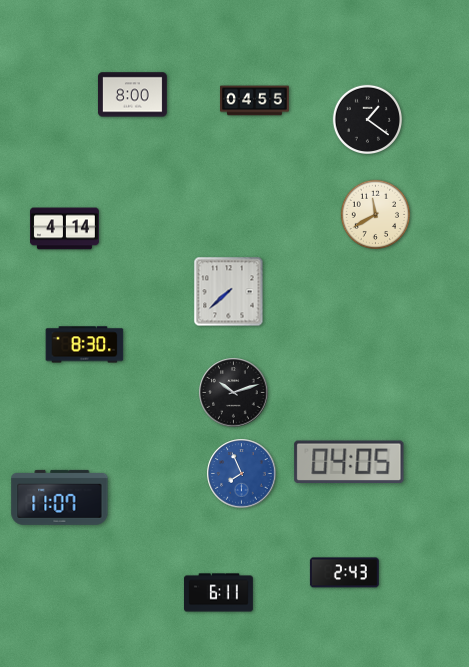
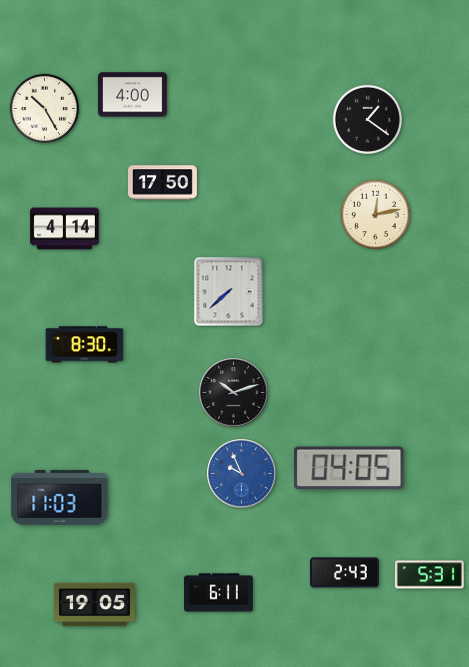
clock at (132, 95): 8:00 -> 4:00
clock at (255, 101): 04:55 -> none
clock at (44, 108): none -> 10:25
clock at (163, 183): none -> 17:50
clock at (375, 214): 11:40 -> 12:13
clock at (349, 462) position: (349, 462) -> (349, 468)
clock at (242, 474): 7:56 -> 9:56
clock at (60, 497): 11:07 -> 11:03
clock at (429, 575): none -> 5:31
clock at (94, 605): none -> 19:05
